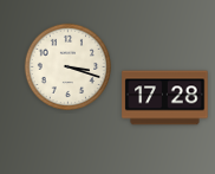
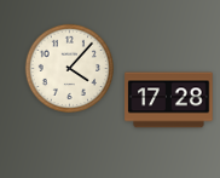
clock at (69, 67): 3:18 -> 4:07
